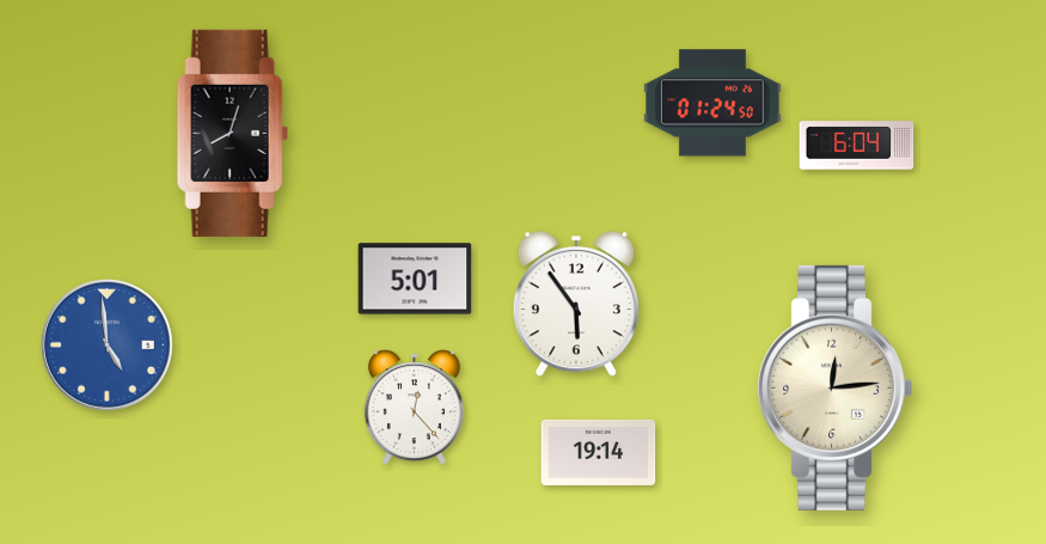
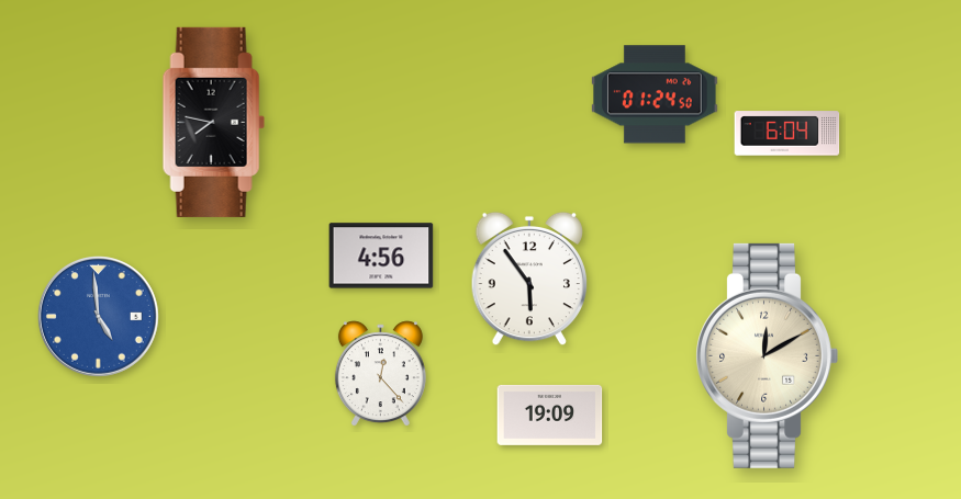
clock at (232, 133): 8:03 -> 7:47
clock at (415, 279): 5:01 -> 4:56
clock at (834, 387): 12:14 -> 12:10
clock at (599, 452): 19:14 -> 19:09
